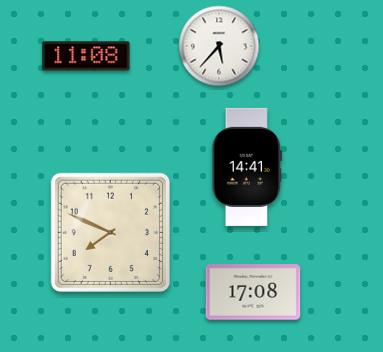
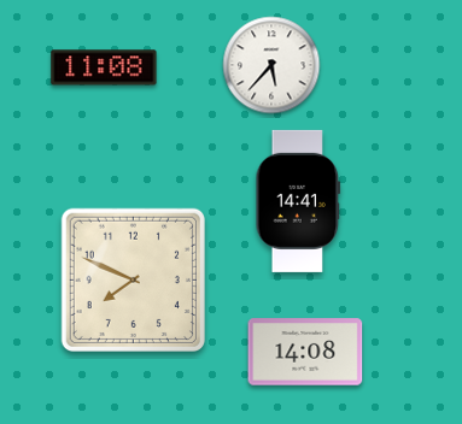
clock at (219, 46) position: (219, 46) -> (271, 65)
clock at (253, 292): 17:08 -> 14:08
